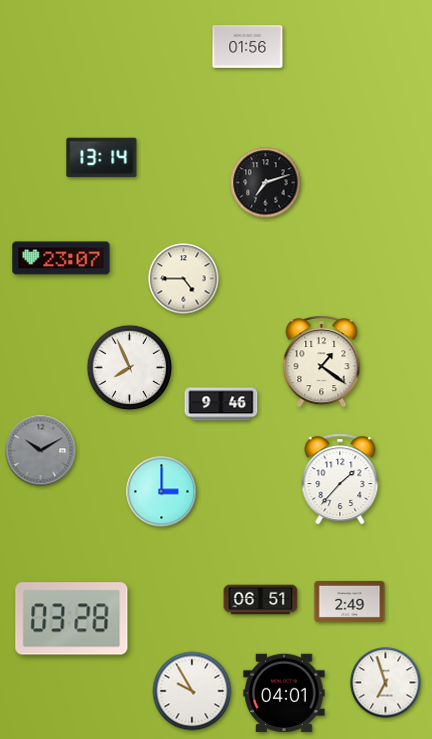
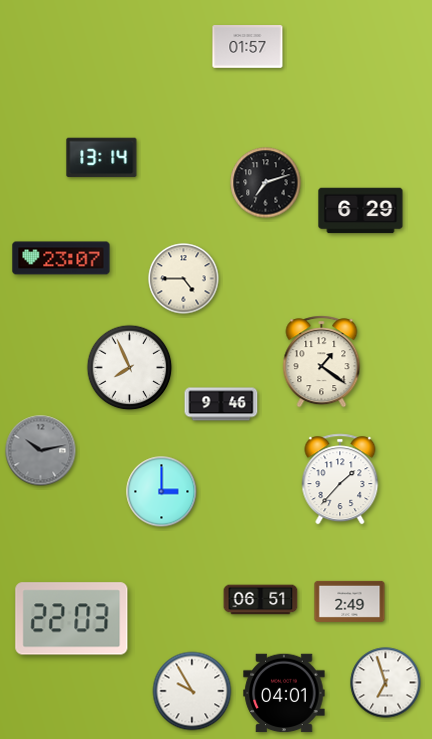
clock at (248, 47): 01:56 -> 01:57
clock at (361, 211): none -> 6:29
clock at (41, 451): 10:10 -> 10:13
clock at (72, 619): 03:28 -> 22:03
